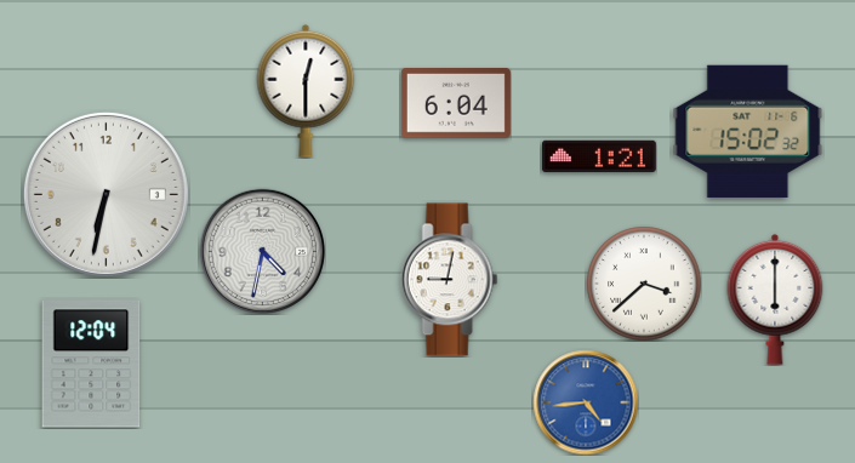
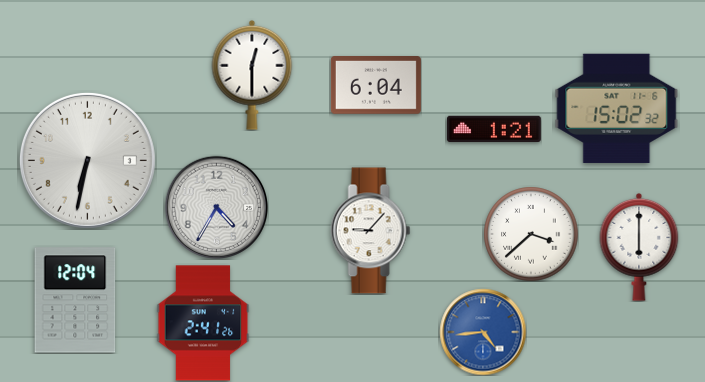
clock at (262, 251): 4:32 -> 4:35
clock at (450, 280): 9:02 -> 9:07
clock at (203, 323): none -> 2:41
